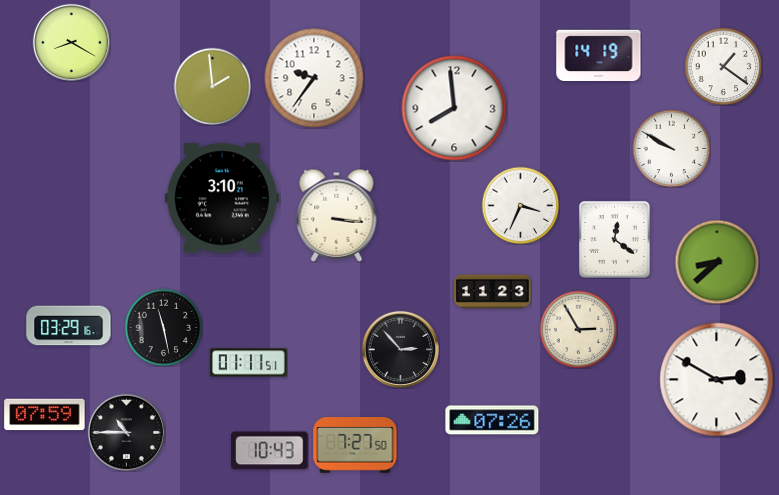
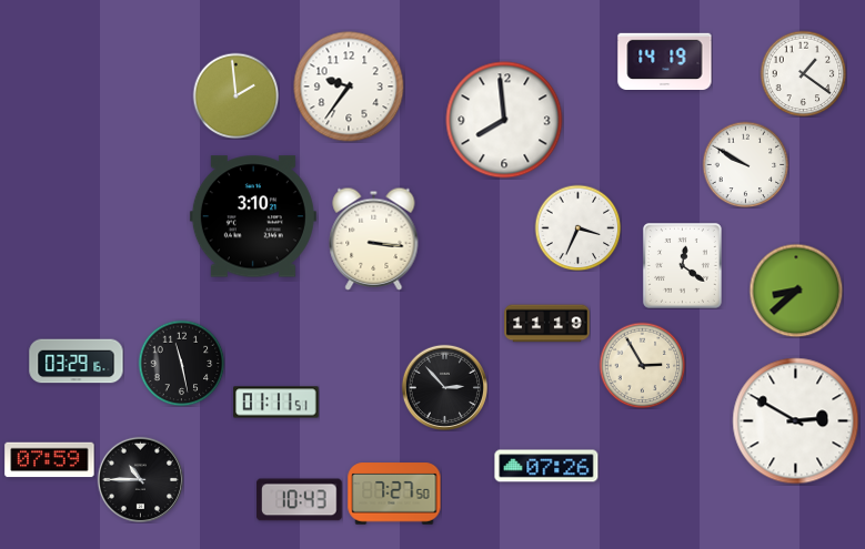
clock at (71, 42): 8:20 -> none
clock at (222, 198) position: (222, 198) -> (253, 216)
clock at (493, 292): 11:23 -> 11:19
